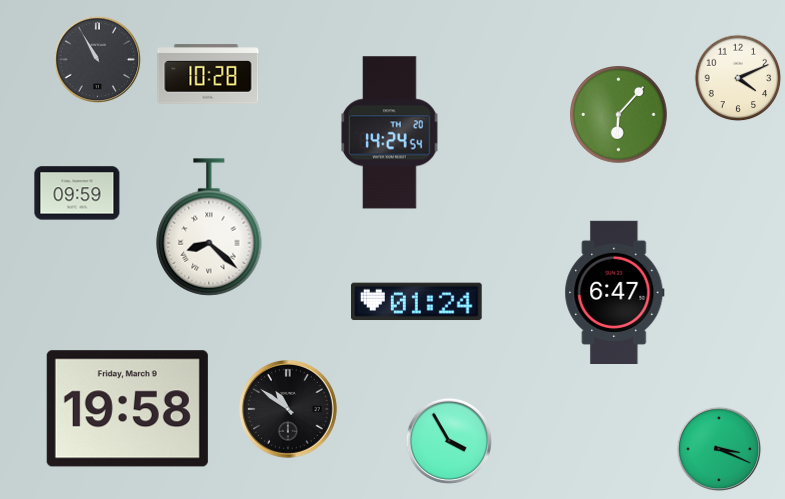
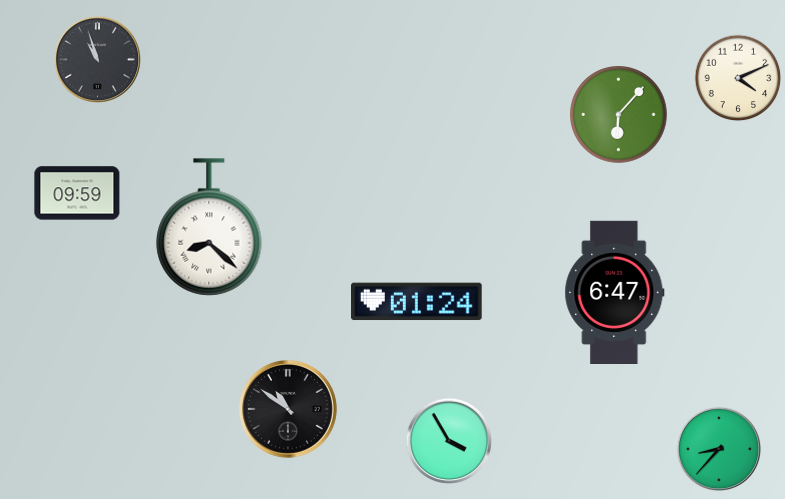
clock at (97, 59): 10:55 -> 10:57
clock at (208, 74): 10:28 -> none
clock at (390, 133): 14:24 -> none
clock at (127, 409): 19:58 -> none
clock at (719, 449): 3:19 -> 8:37
